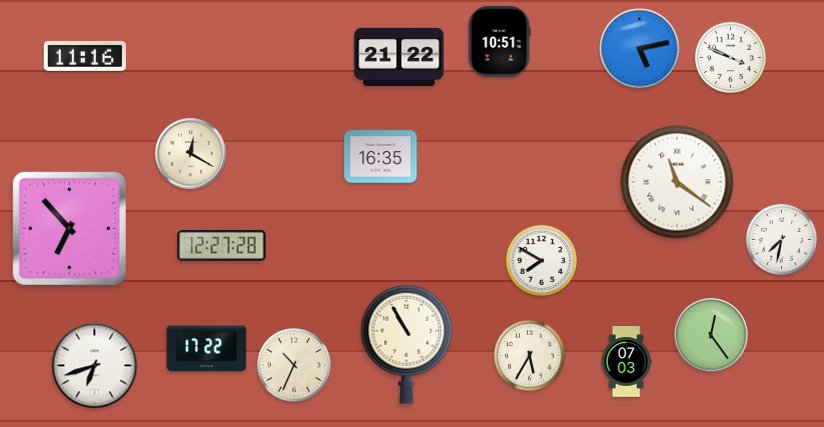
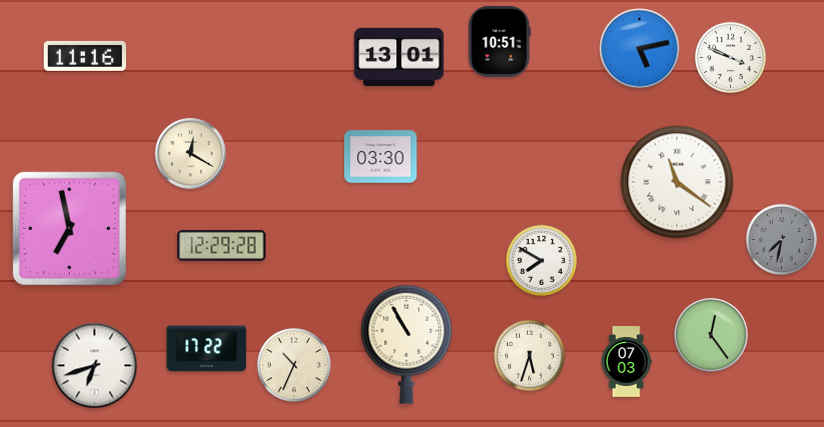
clock at (399, 56): 21:22 -> 13:01
clock at (381, 157): 16:35 -> 03:30
clock at (69, 228): 6:53 -> 6:58
clock at (781, 239) dial: white -> grey
clock at (222, 245): 12:27 -> 12:29
clock at (529, 355): 5:35 -> 5:33
